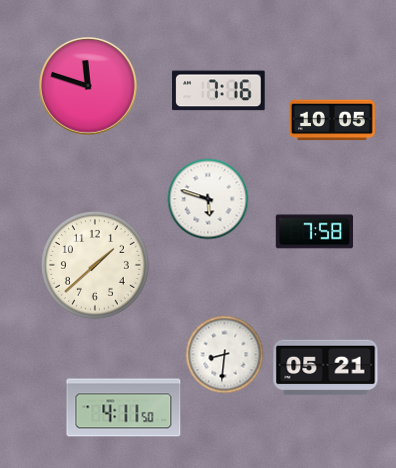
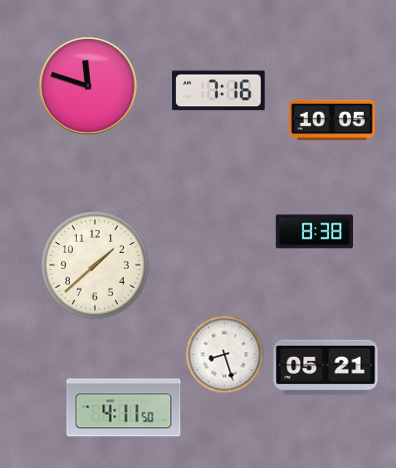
clock at (208, 199): 5:48 -> none
clock at (314, 232): 7:58 -> 8:38
clock at (224, 354): 8:31 -> 8:27
